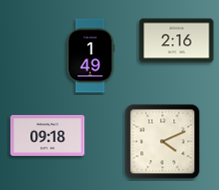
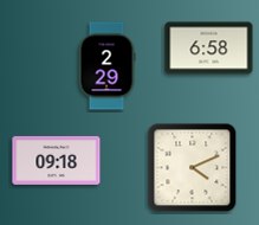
clock at (177, 41): 2:16 -> 6:58
clock at (90, 56): 1:49 -> 2:29
